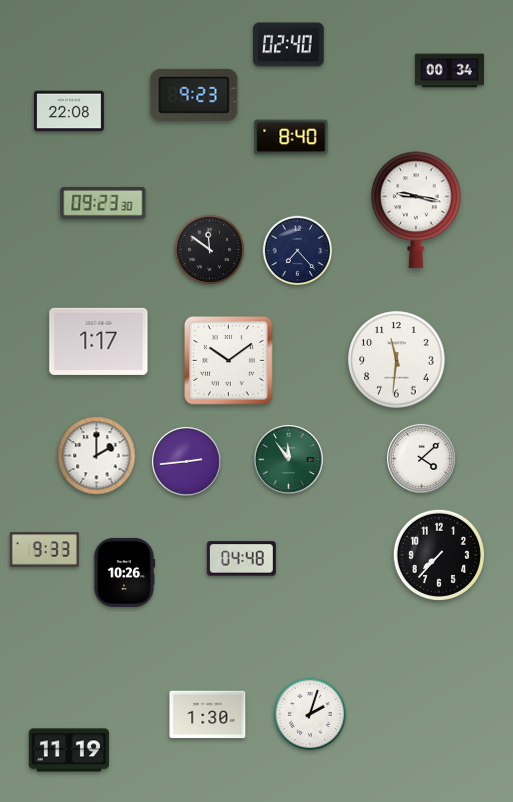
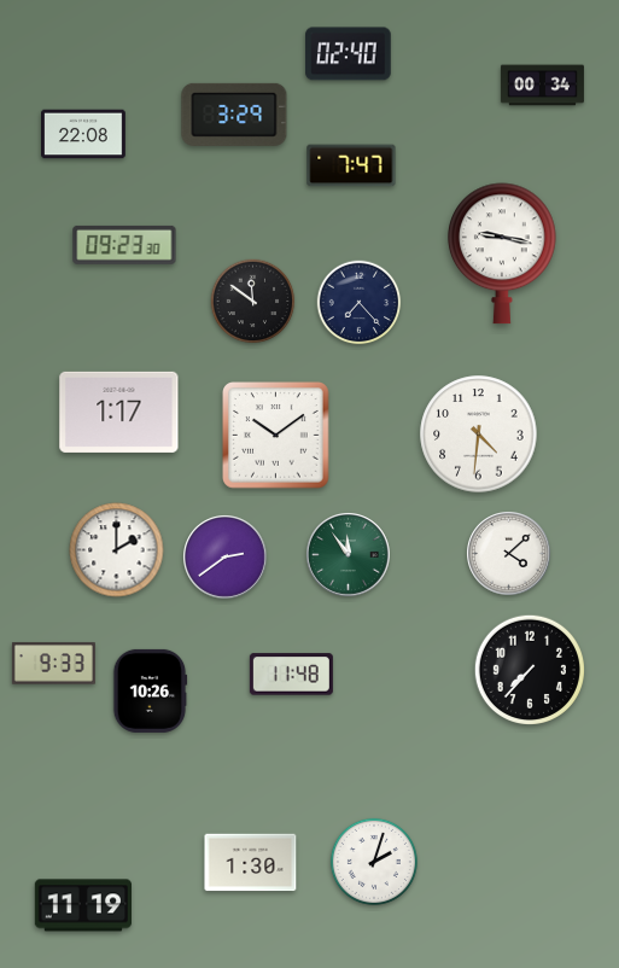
clock at (194, 95): 9:23 -> 3:29
clock at (291, 137): 8:40 -> 7:47
clock at (397, 360): 11:31 -> 4:31
clock at (187, 462): 2:44 -> 2:39
clock at (241, 559): 04:48 -> 11:48
